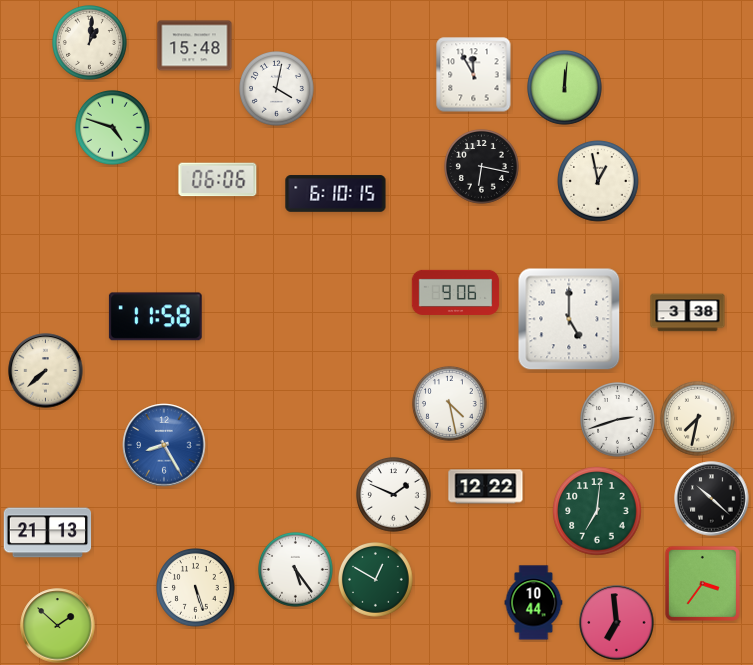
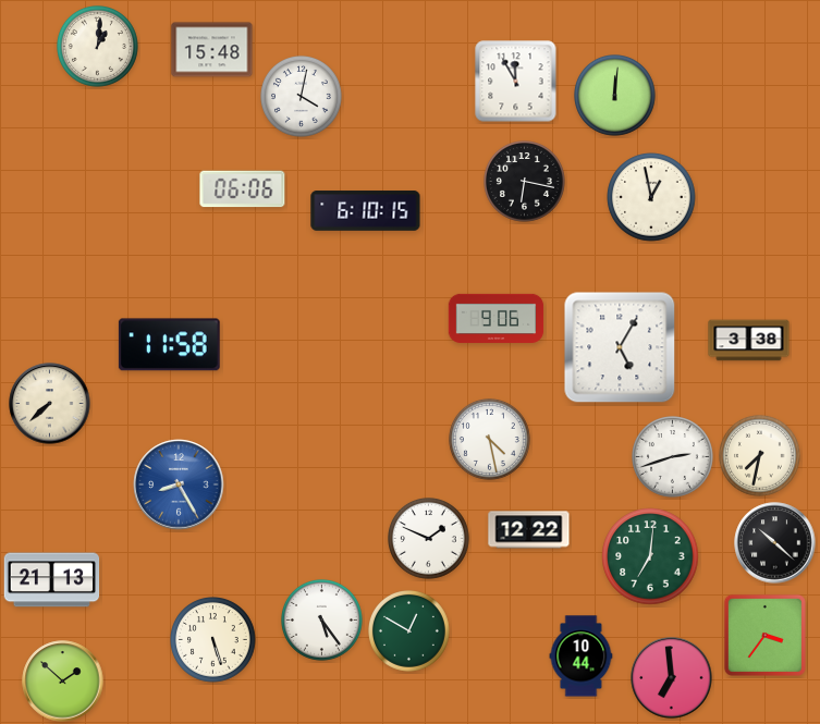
clock at (113, 128): 4:48 -> none
clock at (218, 180) position: (218, 180) -> (243, 189)
clock at (569, 319): 5:00 -> 5:05
